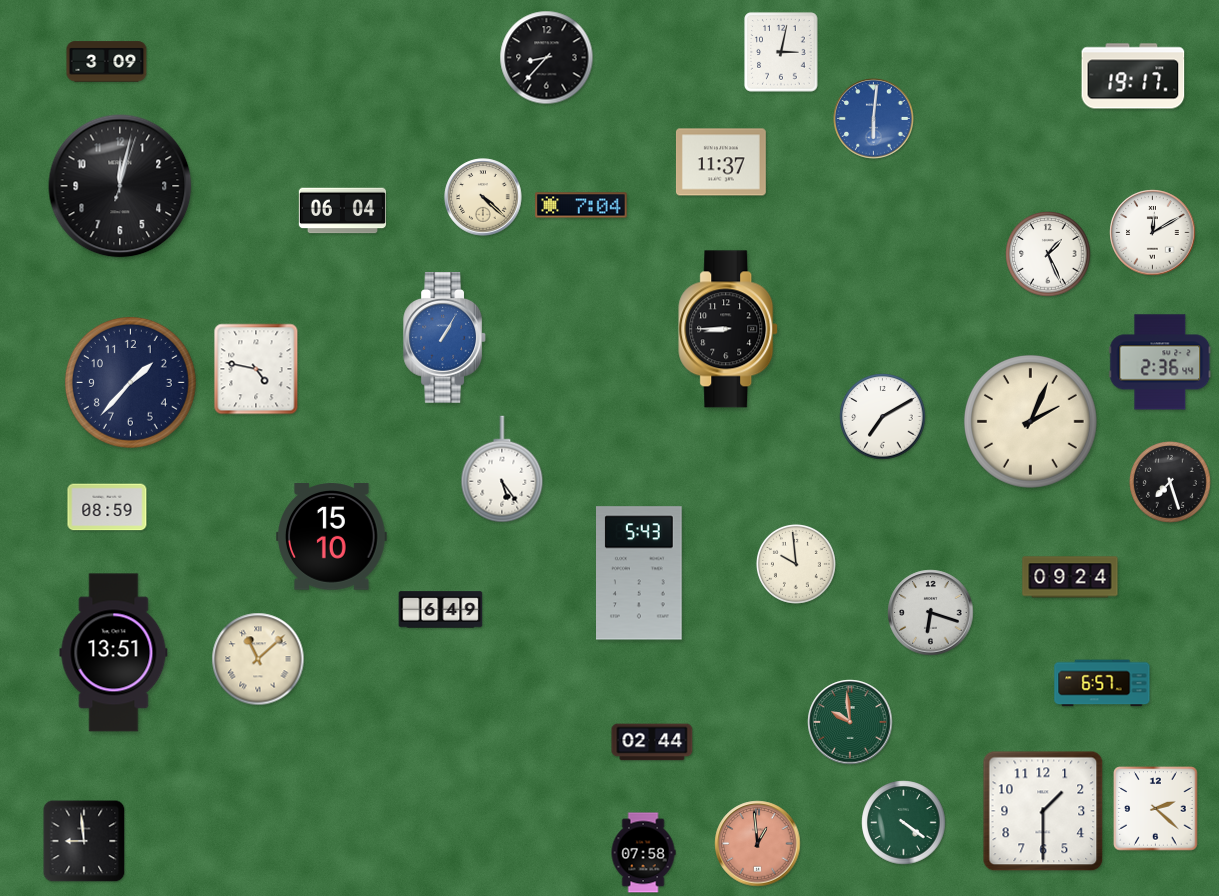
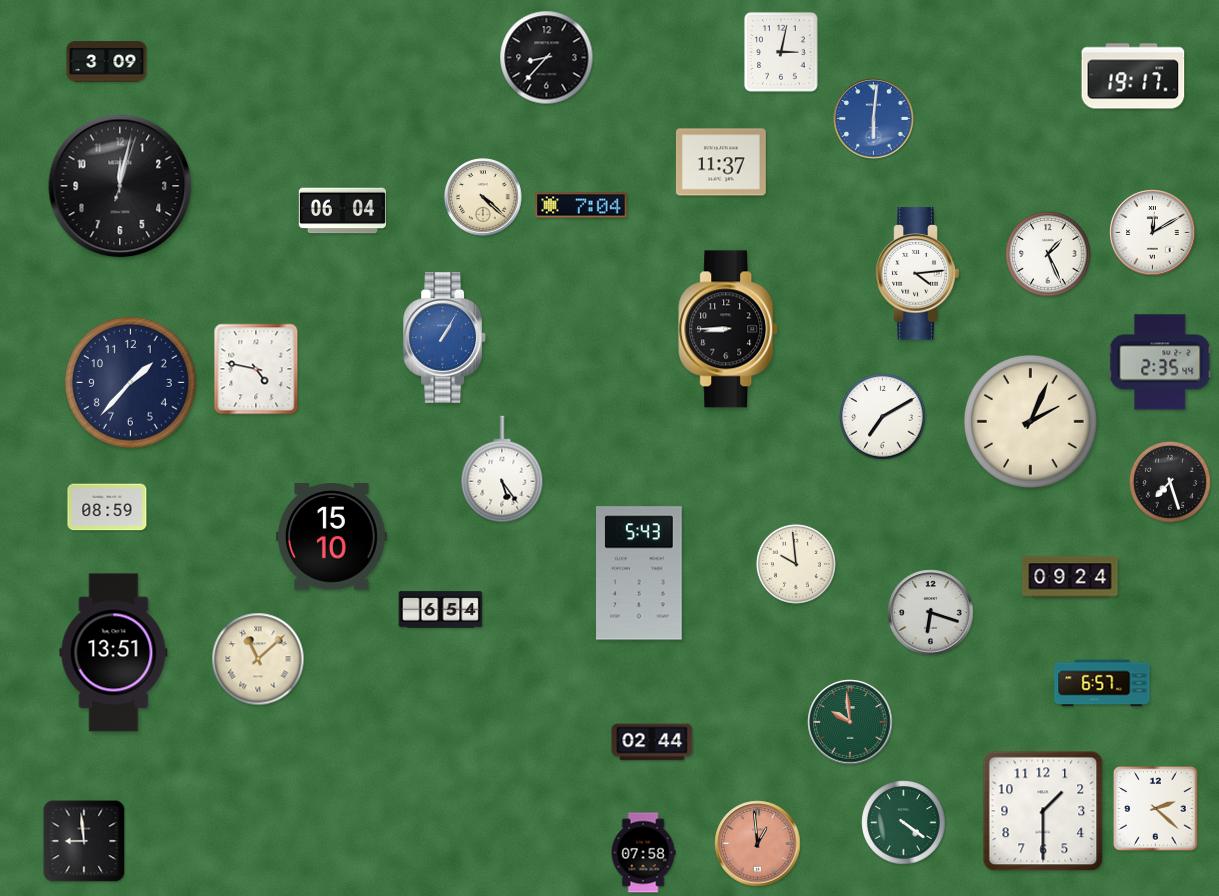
clock at (918, 274): none -> 4:14
clock at (1160, 362): 2:36 -> 2:35
clock at (441, 610): 6:49 -> 6:54
